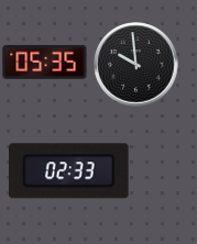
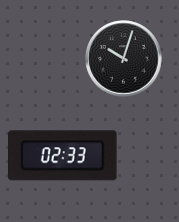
clock at (45, 63): 05:35 -> none
clock at (136, 65): 9:59 -> 10:03
